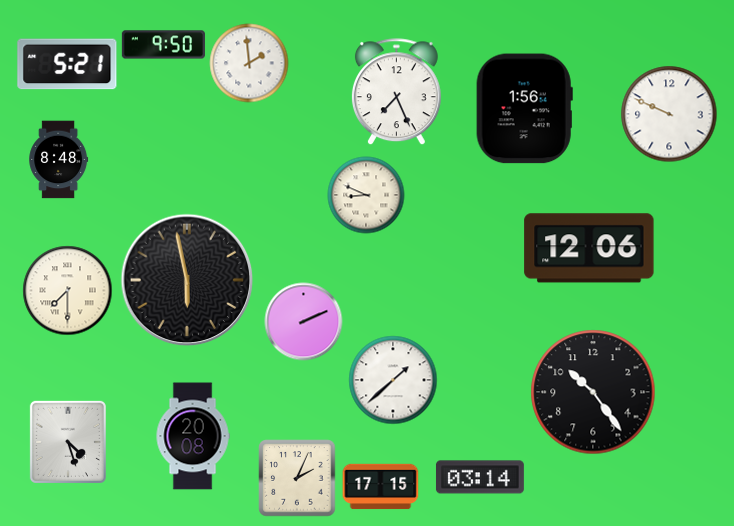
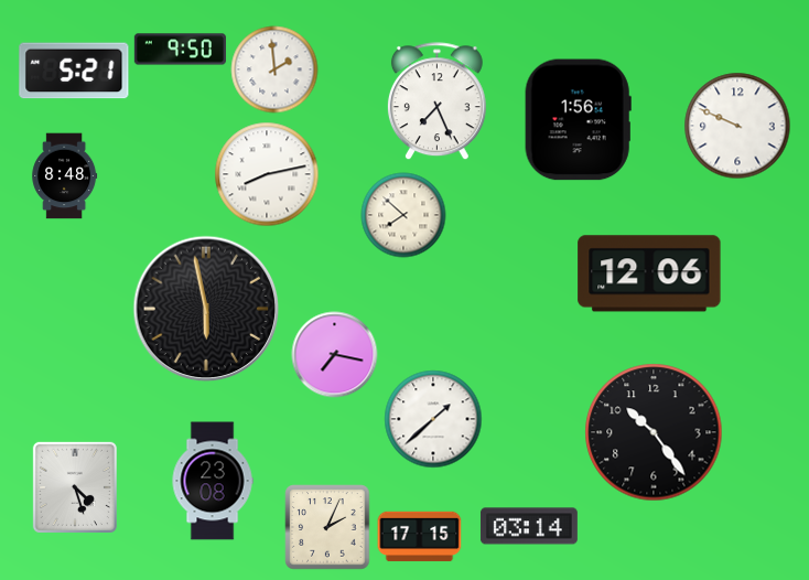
clock at (267, 174): none -> 8:13
clock at (366, 195): 8:49 -> 7:52
clock at (68, 291): 7:30 -> none
clock at (304, 322): 2:11 -> 7:17
clock at (193, 436): 20:08 -> 23:08
